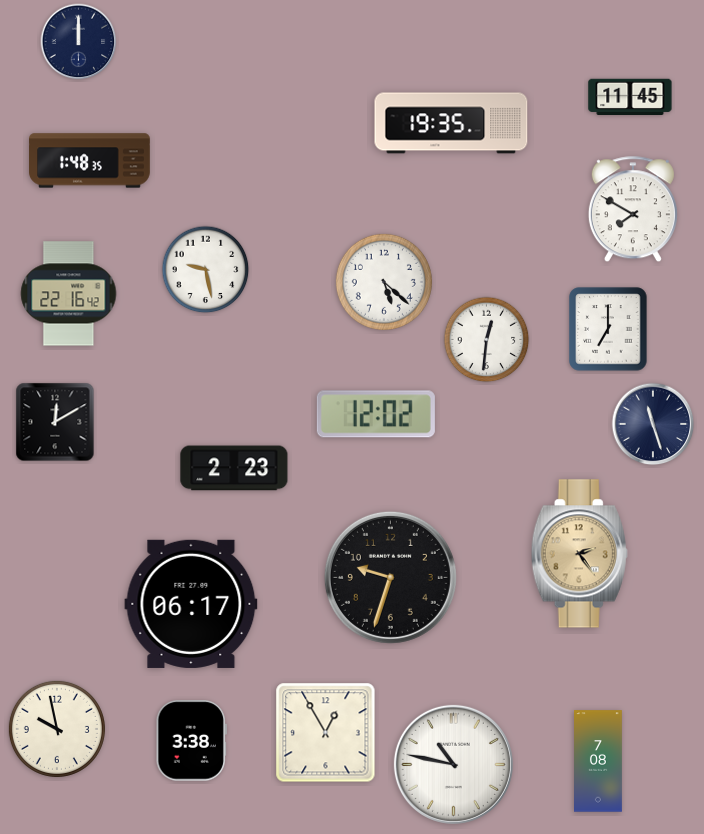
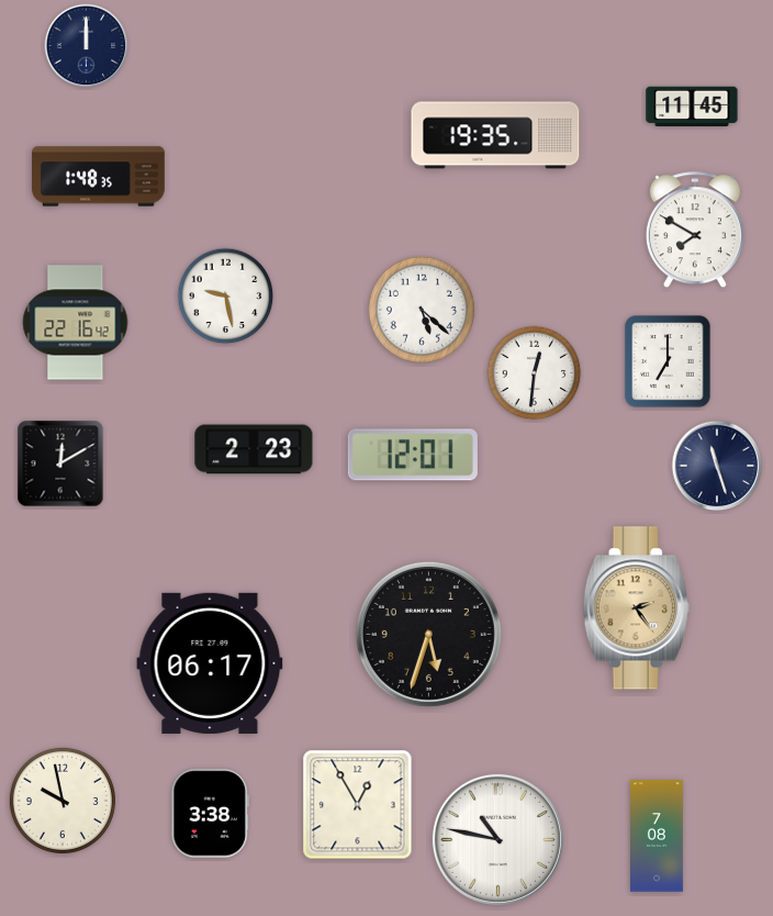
clock at (376, 414): 12:02 -> 12:01
clock at (234, 468) position: (234, 468) -> (254, 449)
clock at (390, 577): 9:33 -> 5:33
